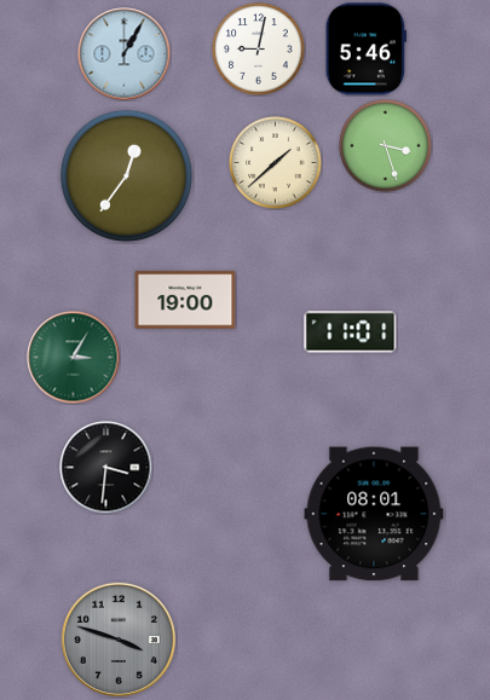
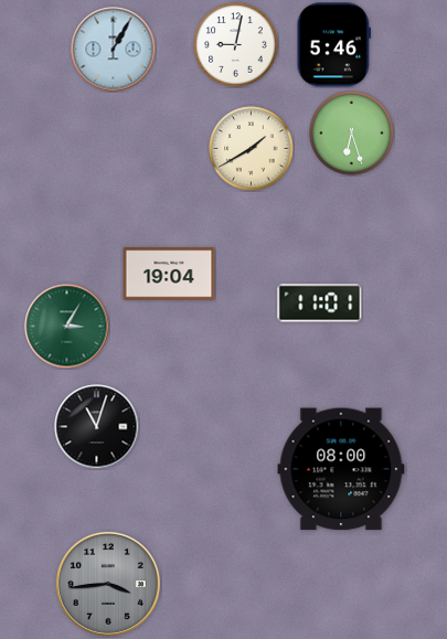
clock at (386, 146): 3:27 -> 6:27
clock at (276, 163): 1:38 -> 1:40
clock at (126, 175): 12:36 -> none
clock at (185, 300): 19:00 -> 19:04
clock at (106, 468): 3:31 -> 11:03
clock at (374, 514): 08:01 -> 08:00
clock at (119, 640): 3:48 -> 3:44
